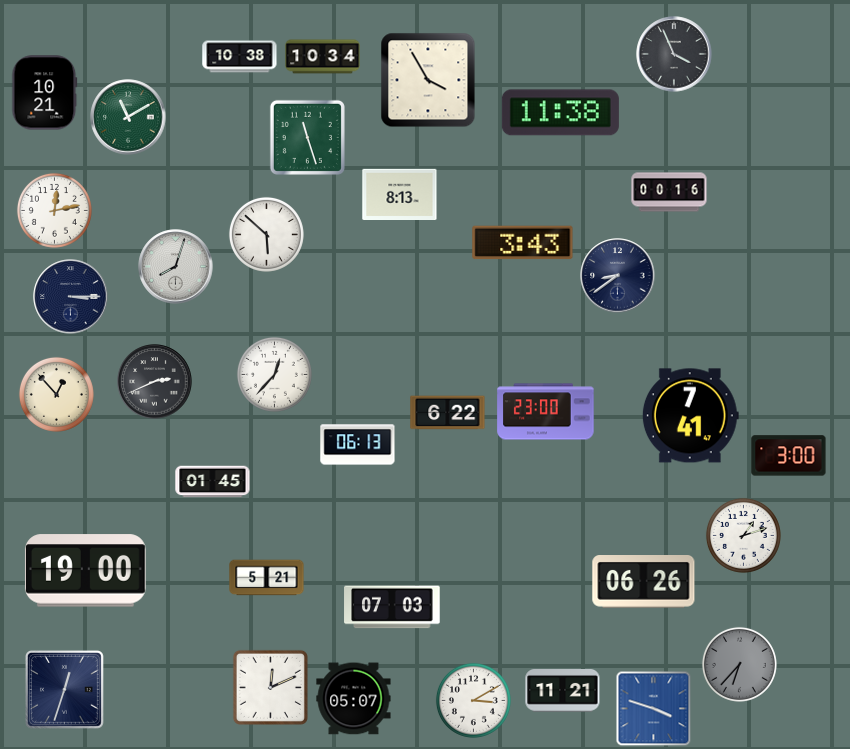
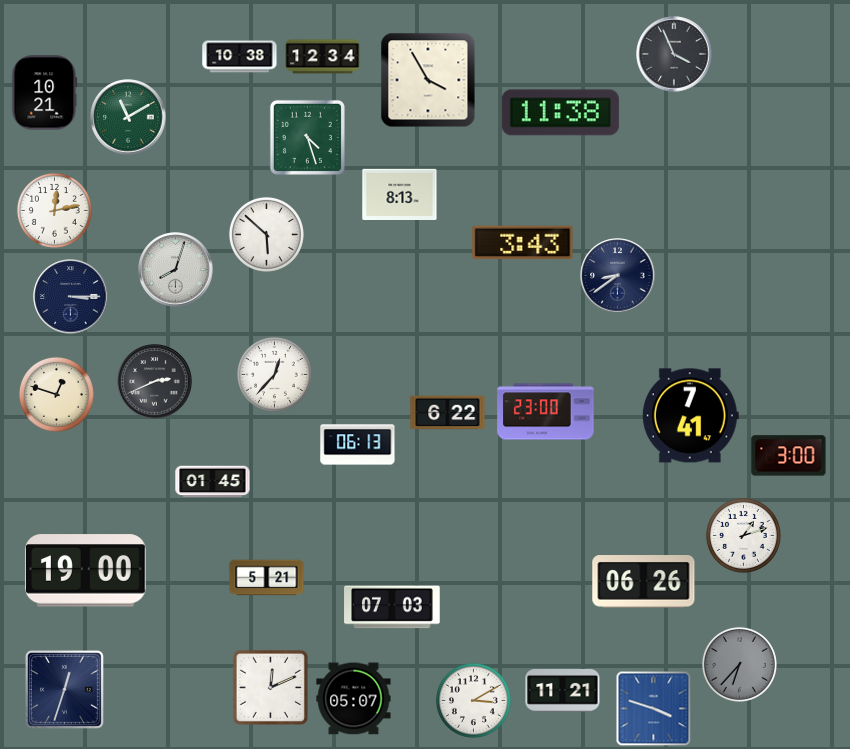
clock at (323, 57): 10:34 -> 12:34
clock at (307, 137): 11:27 -> 4:27
clock at (669, 192): 00:16 -> none
clock at (176, 267) position: (176, 267) -> (176, 270)
clock at (56, 394): 12:53 -> 12:48
